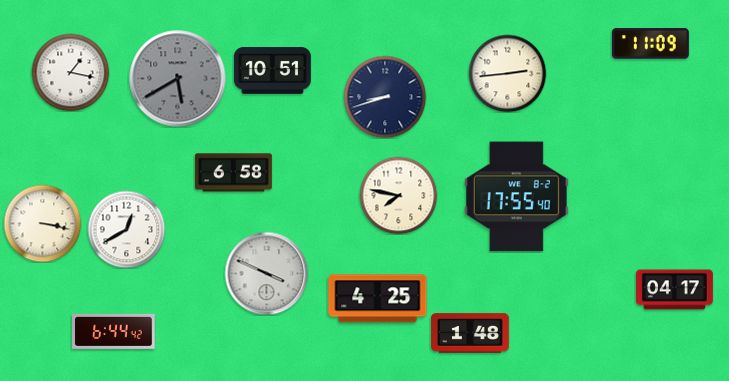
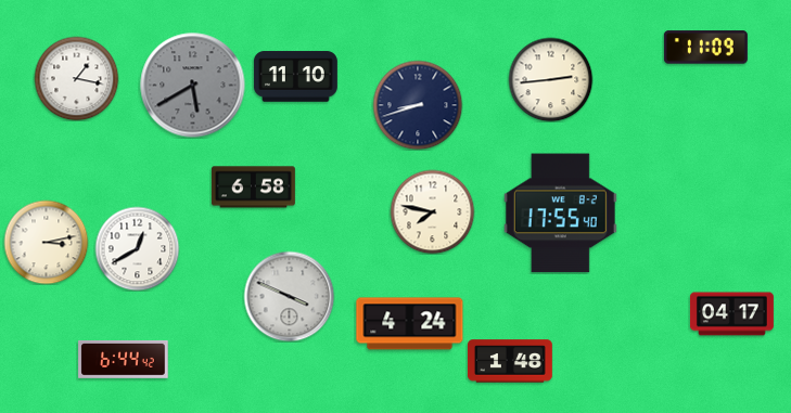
clock at (272, 71): 10:51 -> 11:10
clock at (42, 223): 3:17 -> 3:13
clock at (378, 299): 4:25 -> 4:24
